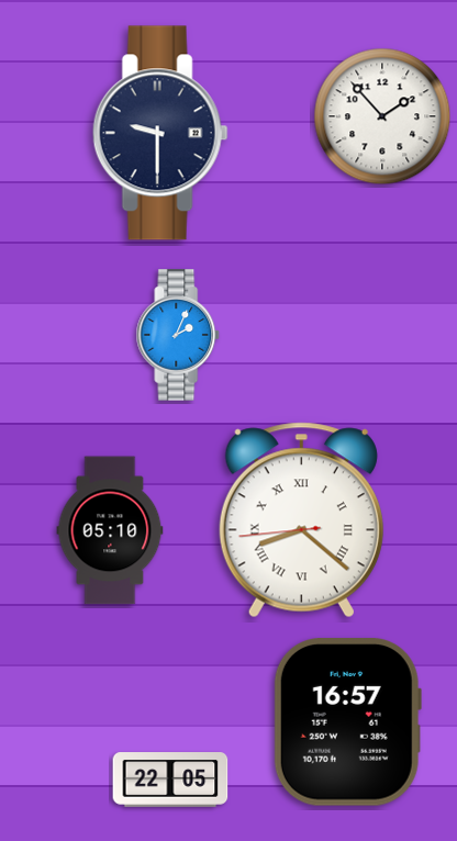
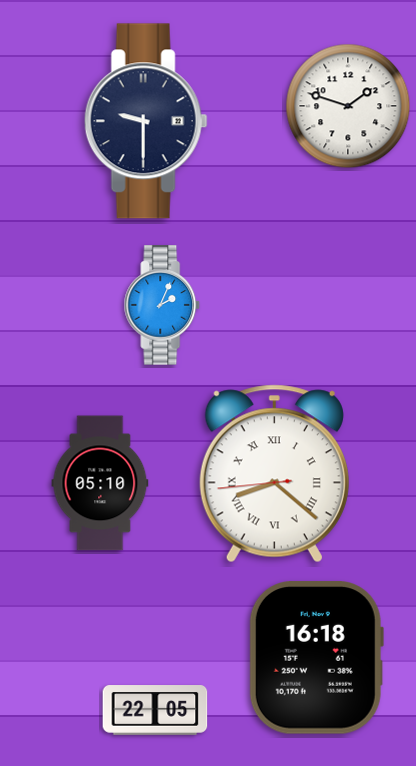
clock at (382, 116): 1:53 -> 1:48
clock at (347, 722): 16:57 -> 16:18
